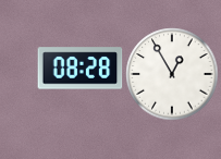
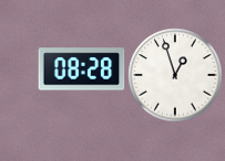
clock at (172, 74): 12:55 -> 12:57
